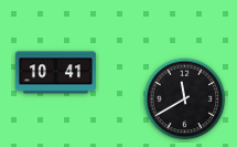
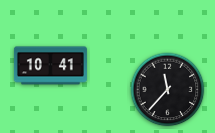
clock at (185, 99): 11:40 -> 11:37
